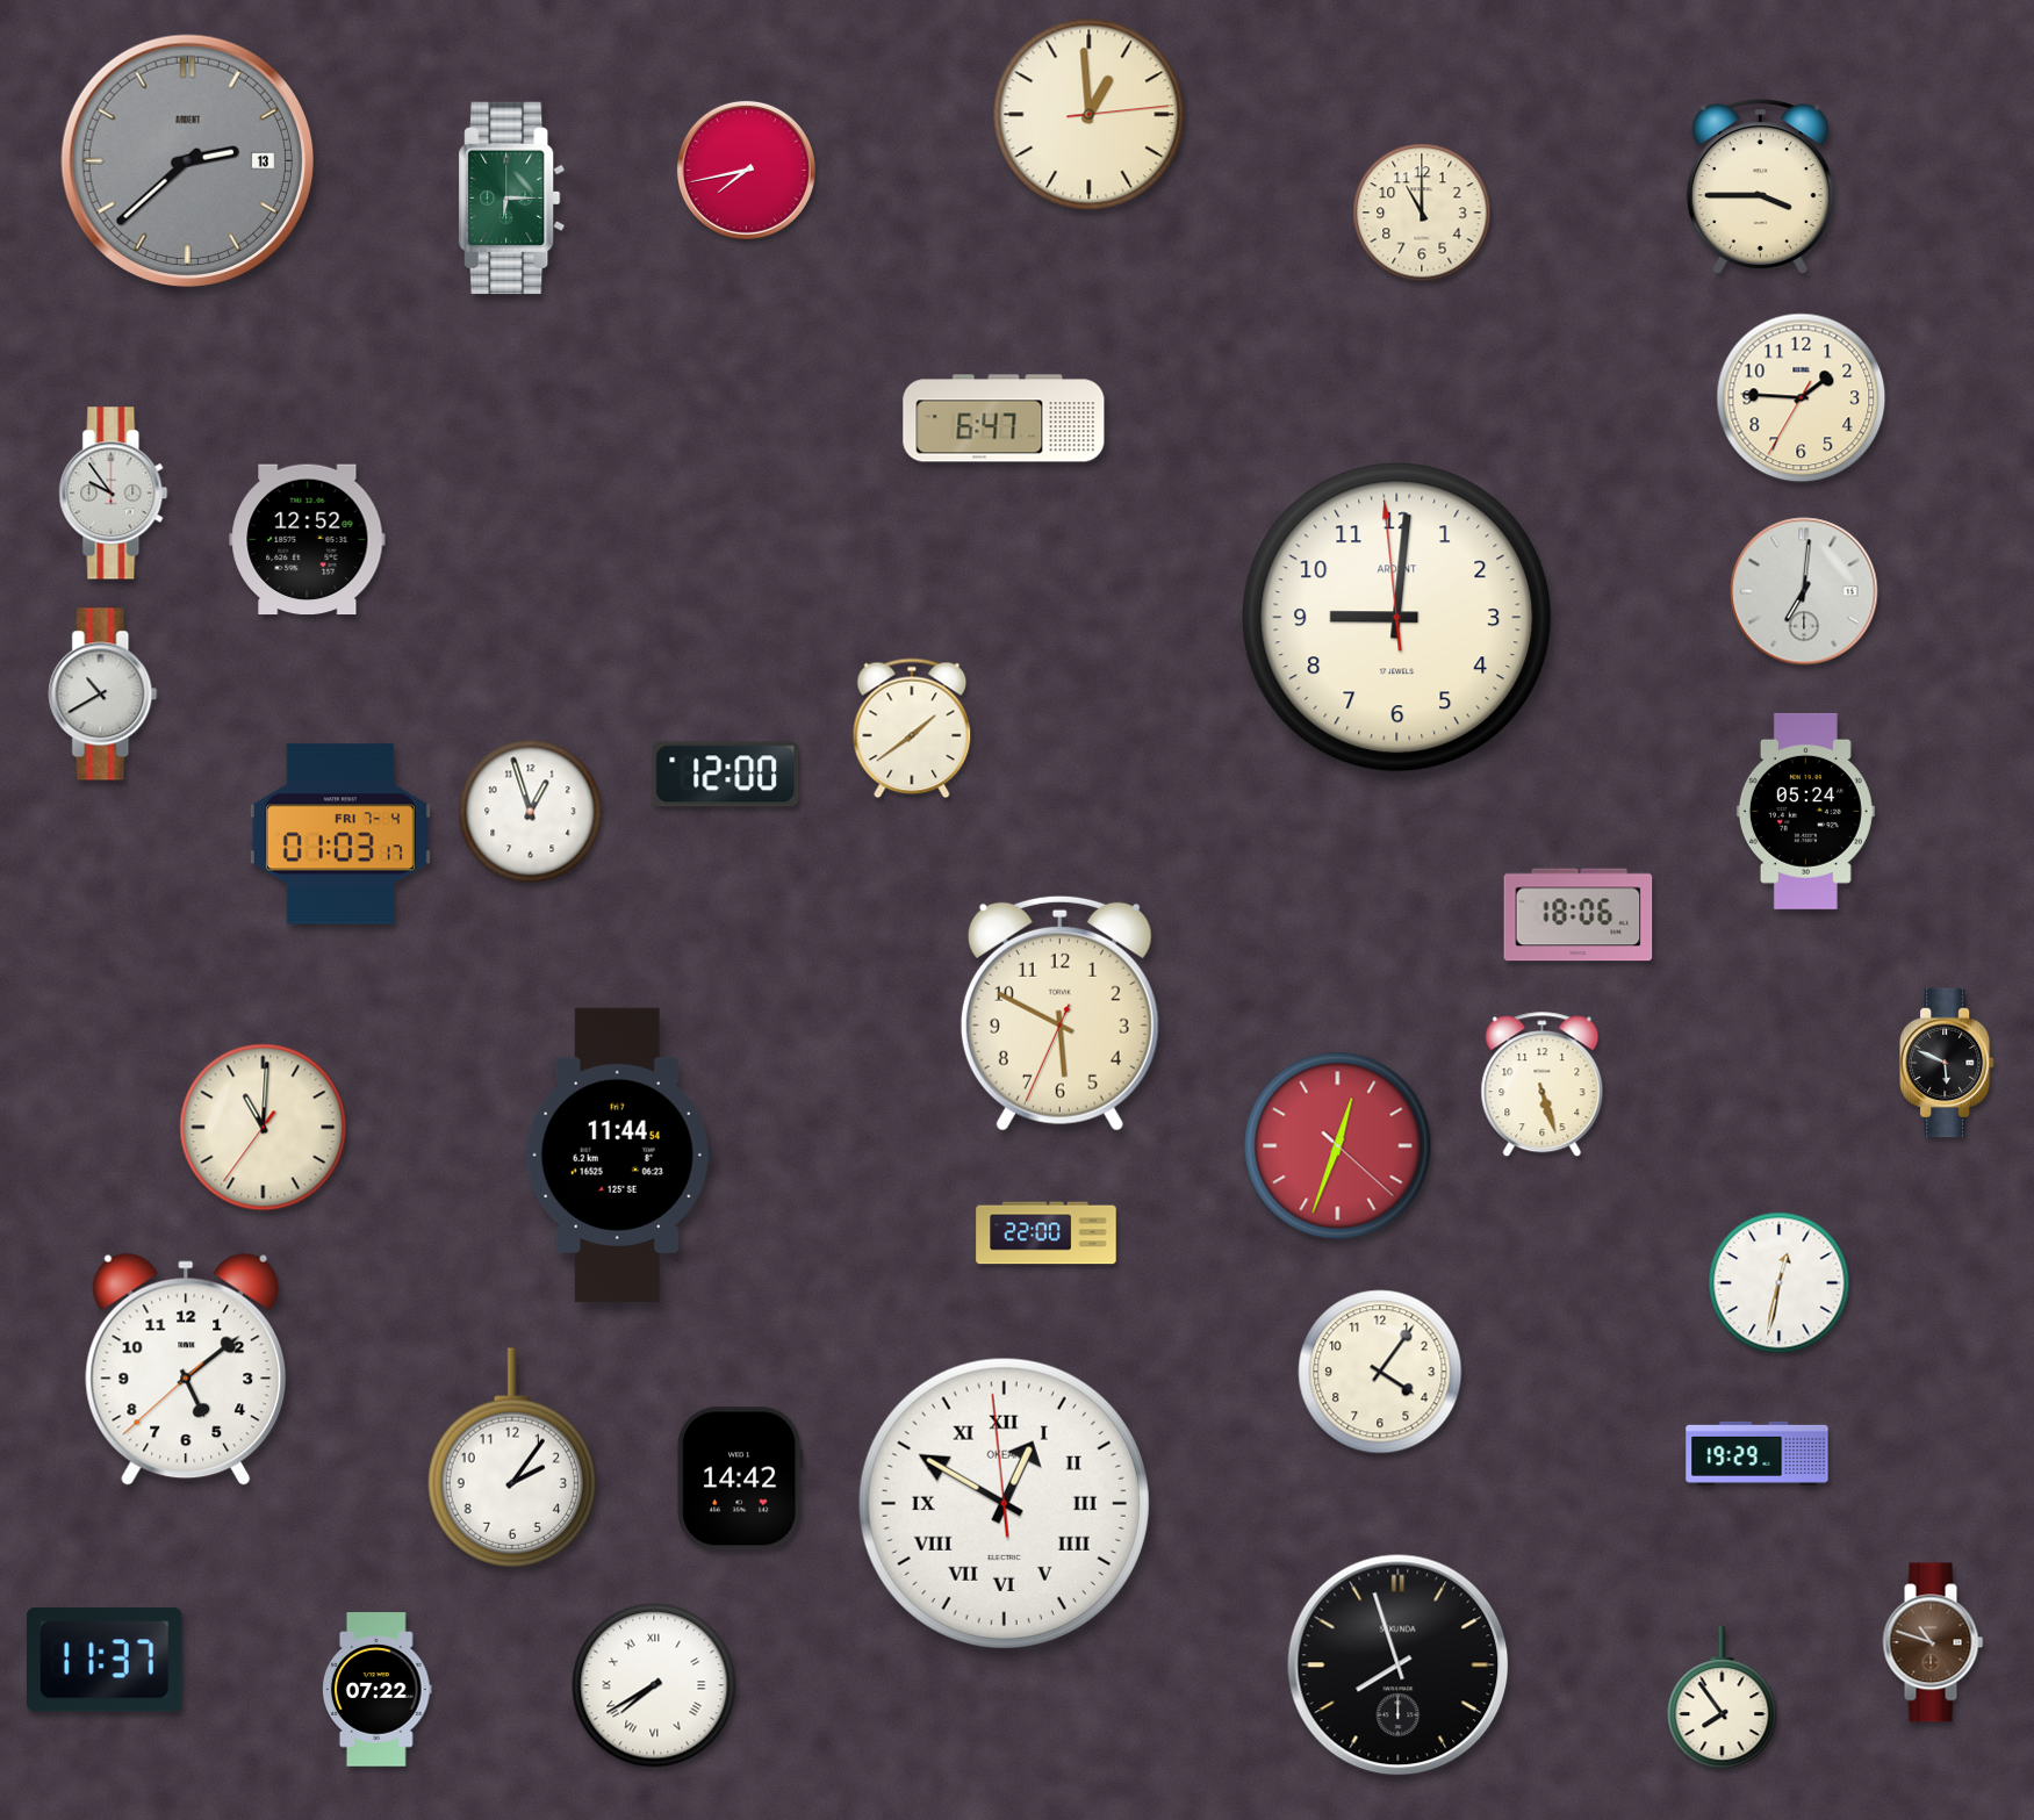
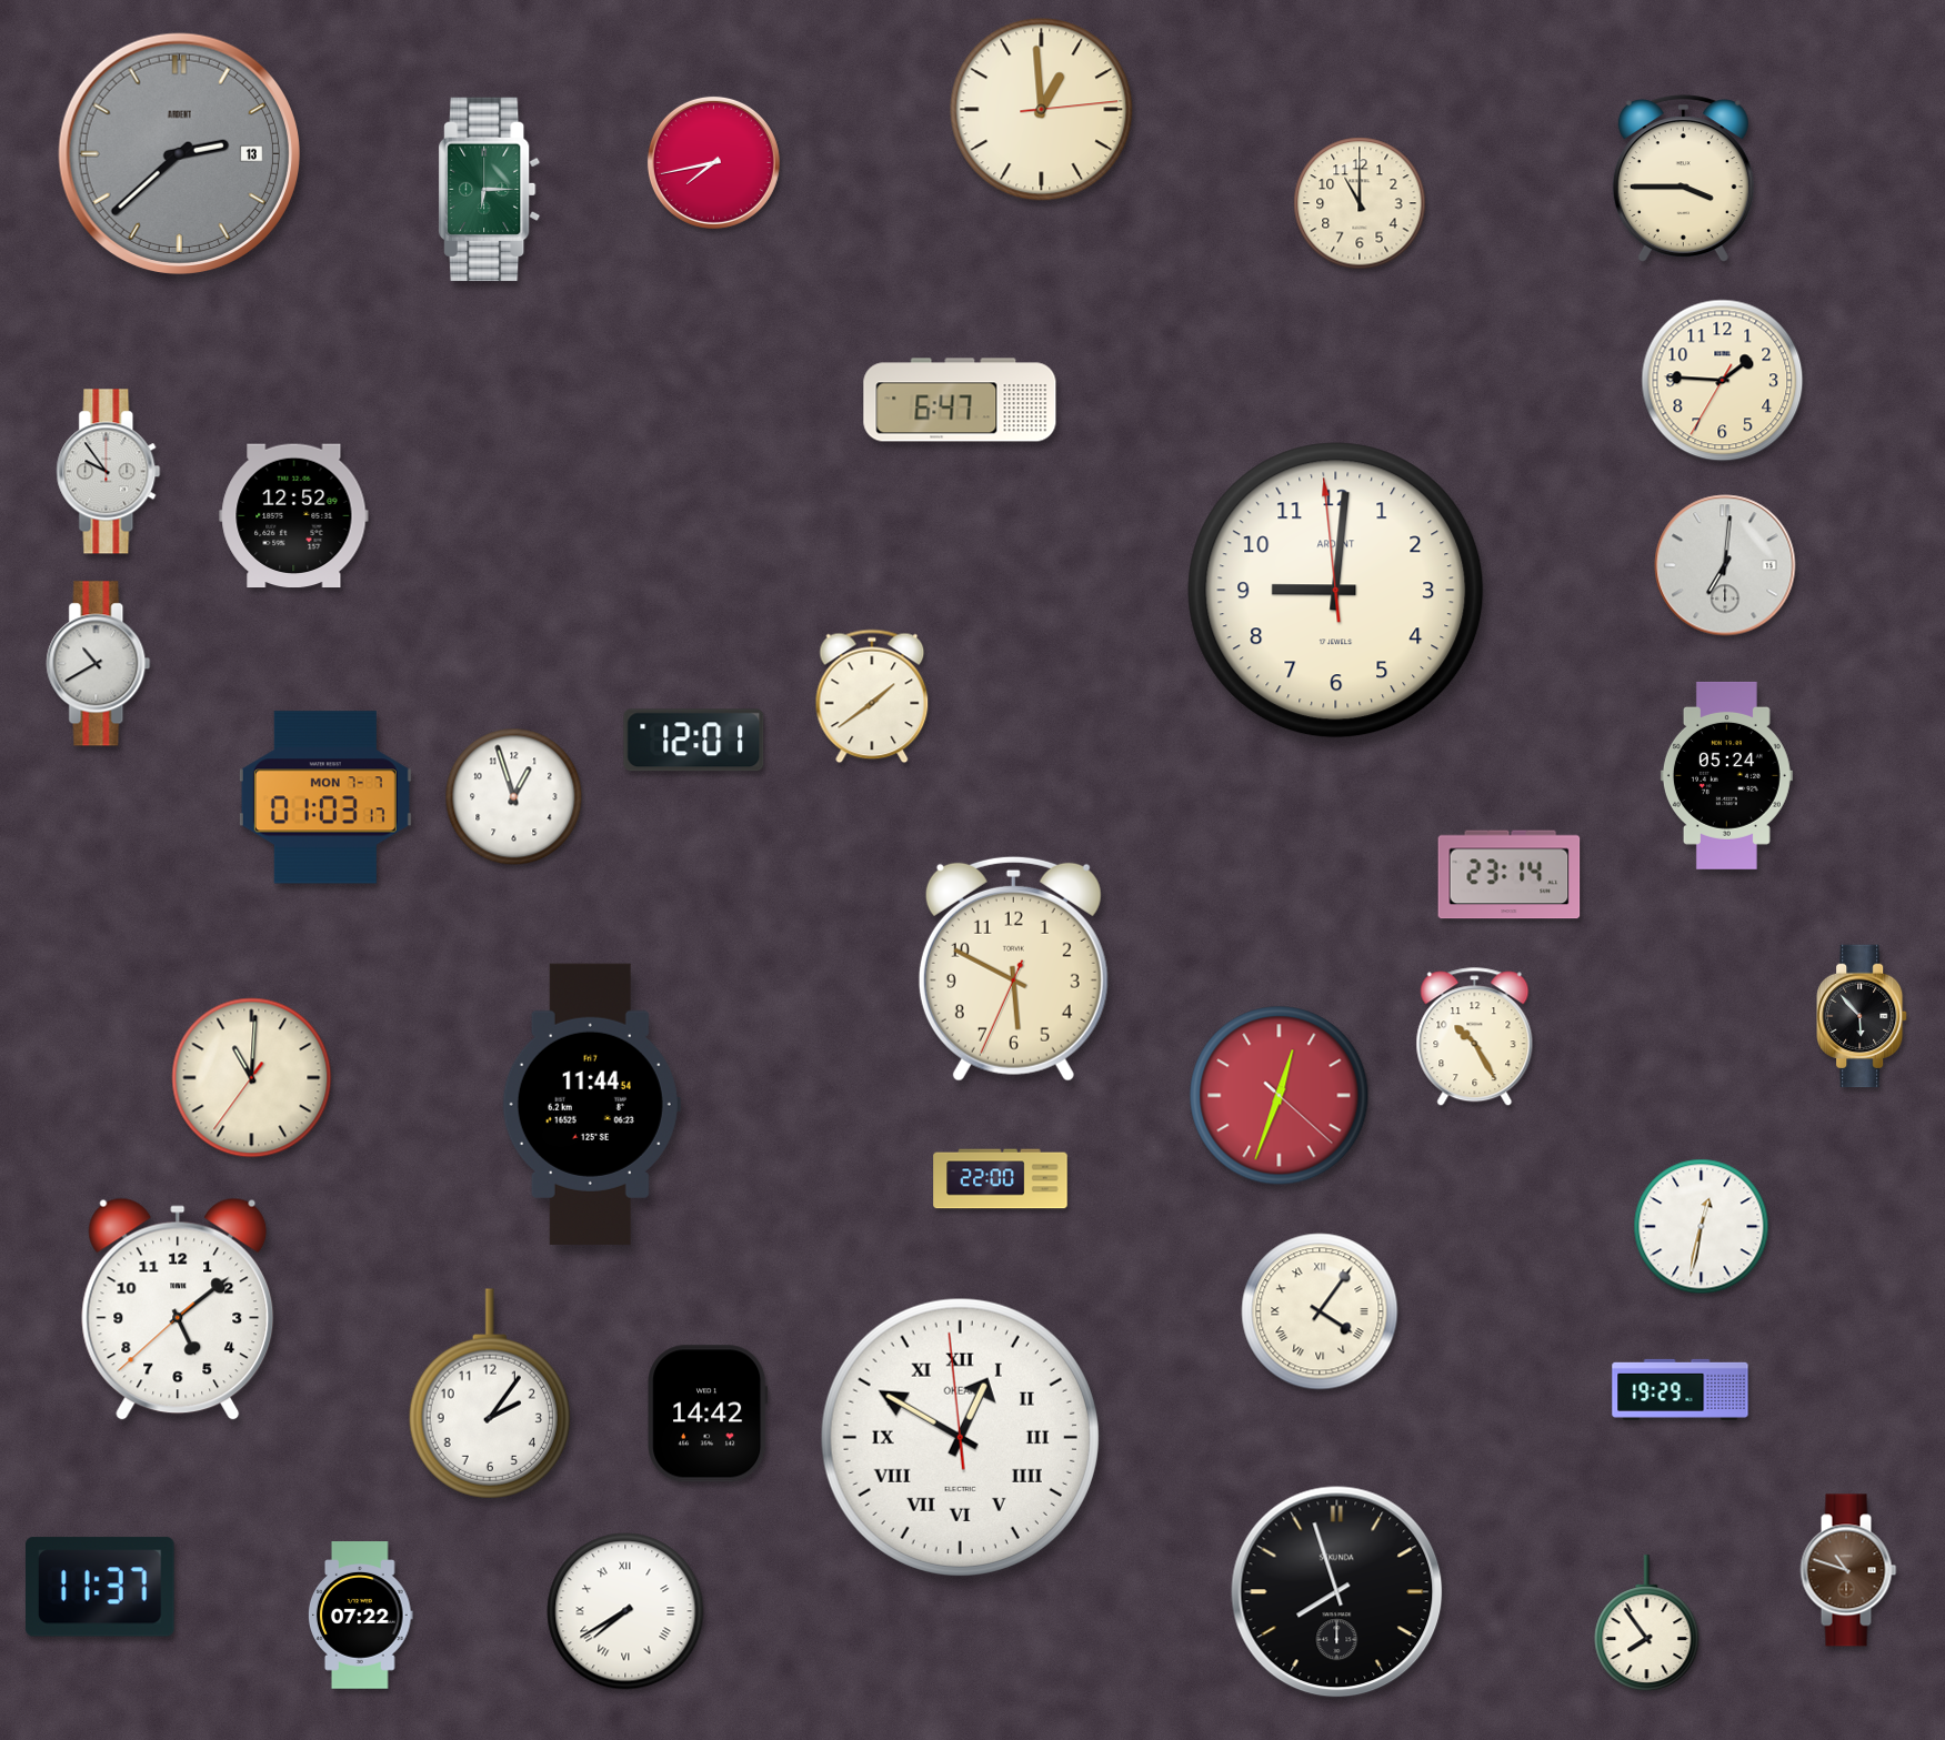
clock at (726, 775): 12:00 -> 12:01
clock at (531, 812) position: (531, 812) -> (514, 797)
clock at (340, 834) date: FRI 7-4 -> MON 7-7
clock at (1579, 915): 18:06 -> 23:14
clock at (1948, 1063): 5:49 -> 5:53
clock at (1543, 1085): 5:27 -> 10:25
clock at (1380, 1372) numerals: Arabic -> Roman
